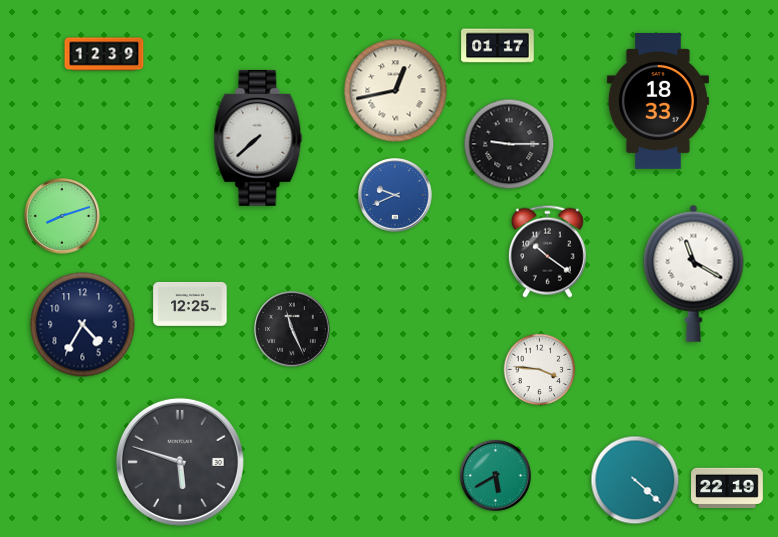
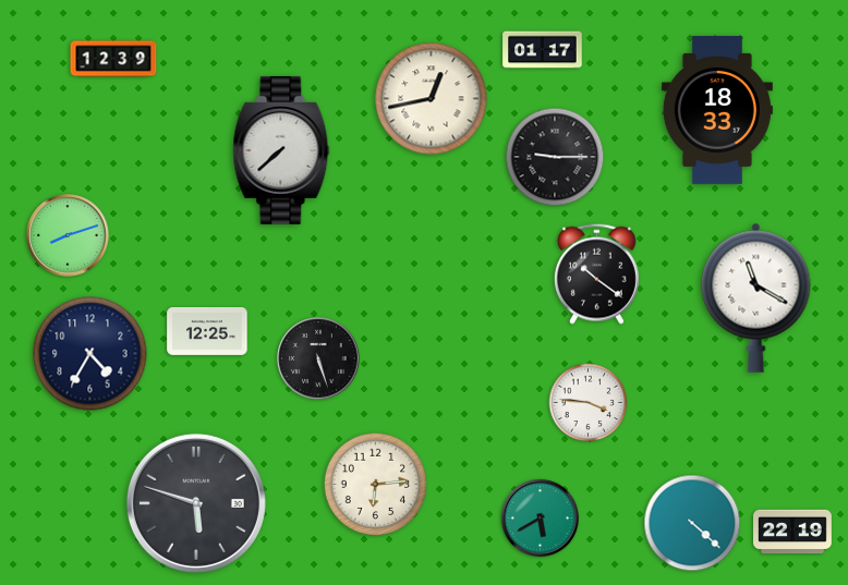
clock at (395, 195): 9:41 -> none
clock at (292, 329): 11:26 -> 5:27
clock at (376, 485): none -> 6:14
